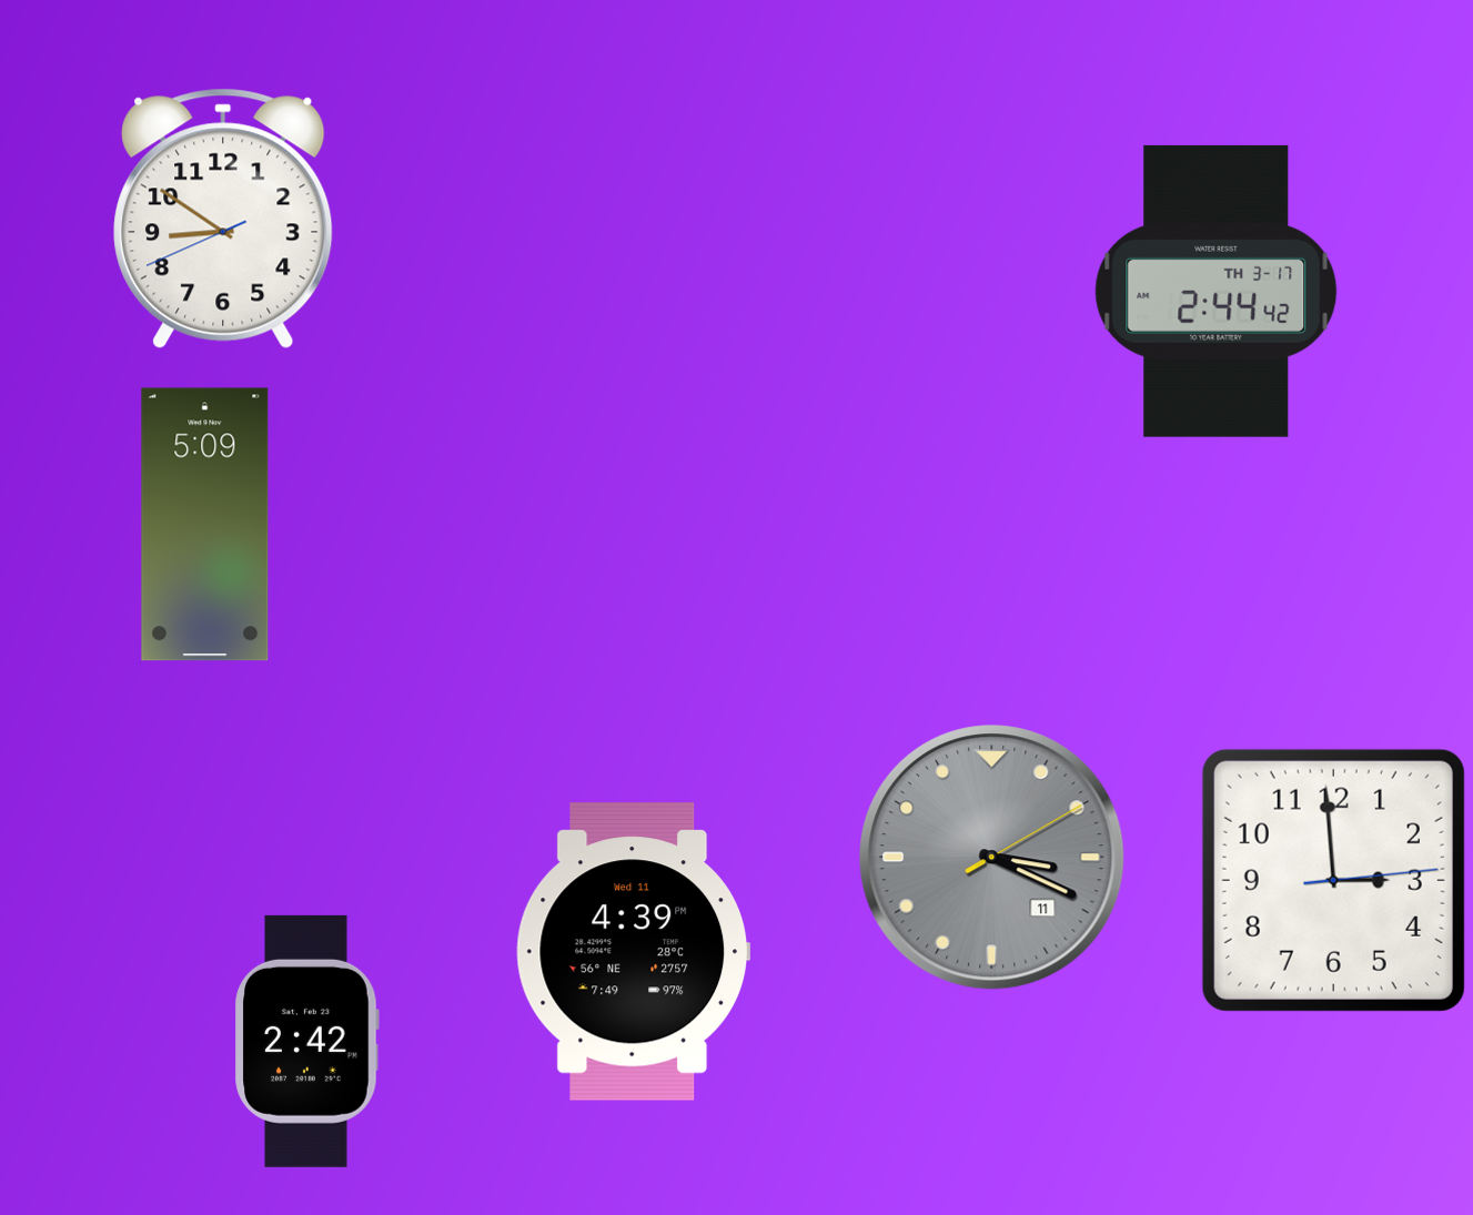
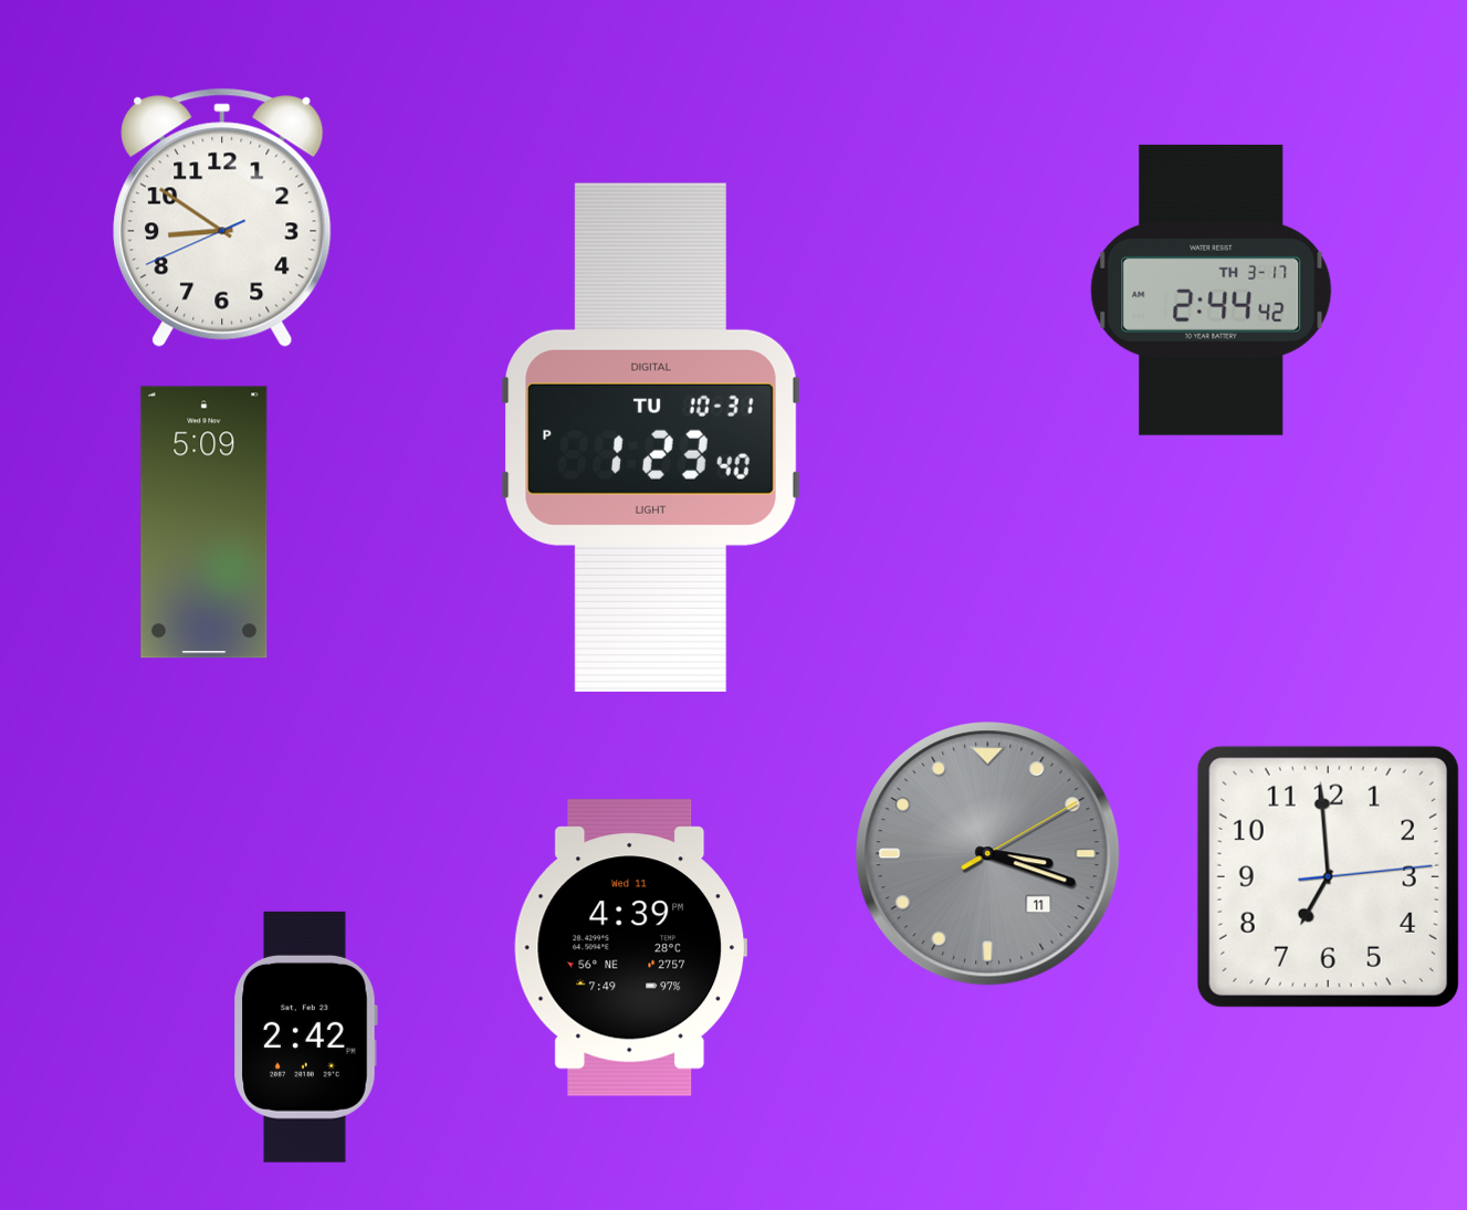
clock at (651, 438): none -> 1:23
clock at (992, 858): 3:19 -> 3:18
clock at (1333, 880): 2:59 -> 6:59
